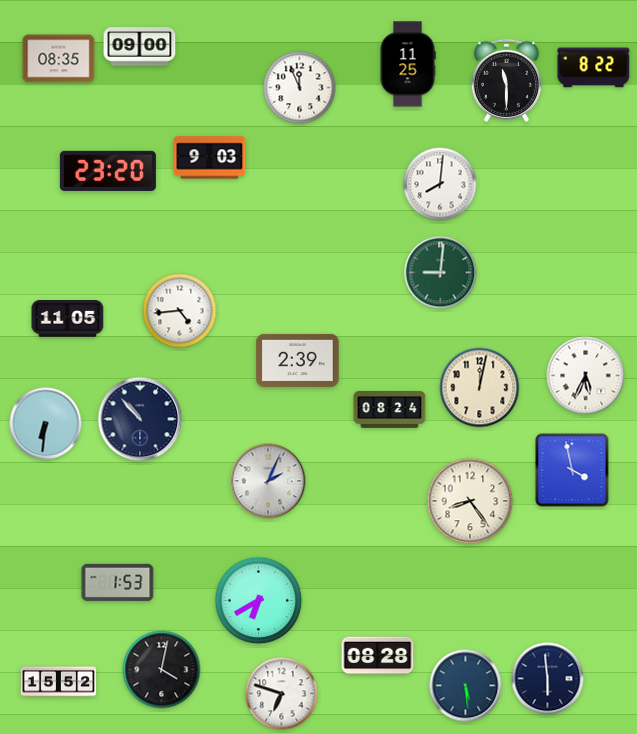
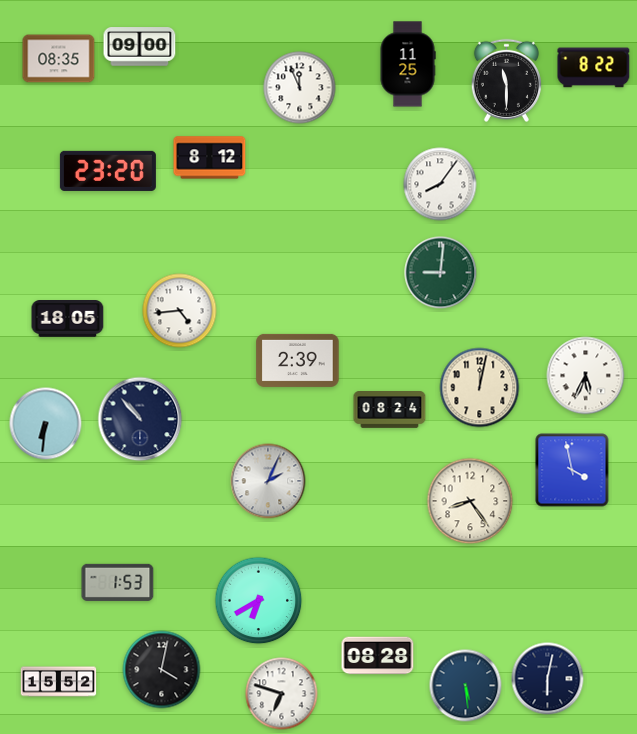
clock at (210, 158): 9:03 -> 8:12
clock at (440, 184): 8:01 -> 8:06
clock at (68, 319): 11:05 -> 18:05
clock at (548, 679): 5:59 -> 6:02
